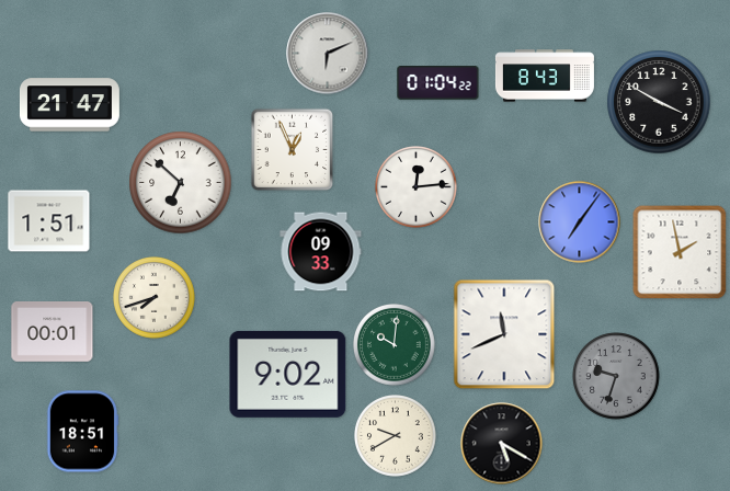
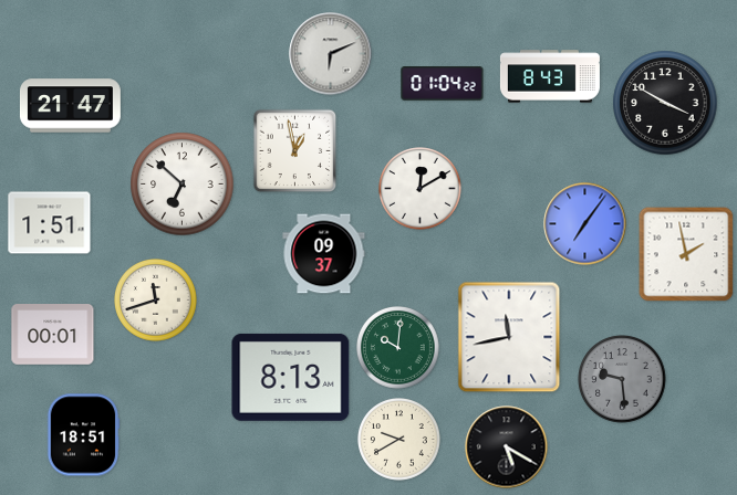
clock at (293, 150): 12:56 -> 12:58
clock at (417, 187): 12:14 -> 12:10
clock at (321, 252): 09:33 -> 09:37
clock at (155, 298): 7:42 -> 11:42
clock at (504, 334): 11:41 -> 11:43
clock at (288, 374): 9:02 -> 8:13
clock at (616, 376): 9:33 -> 9:29
